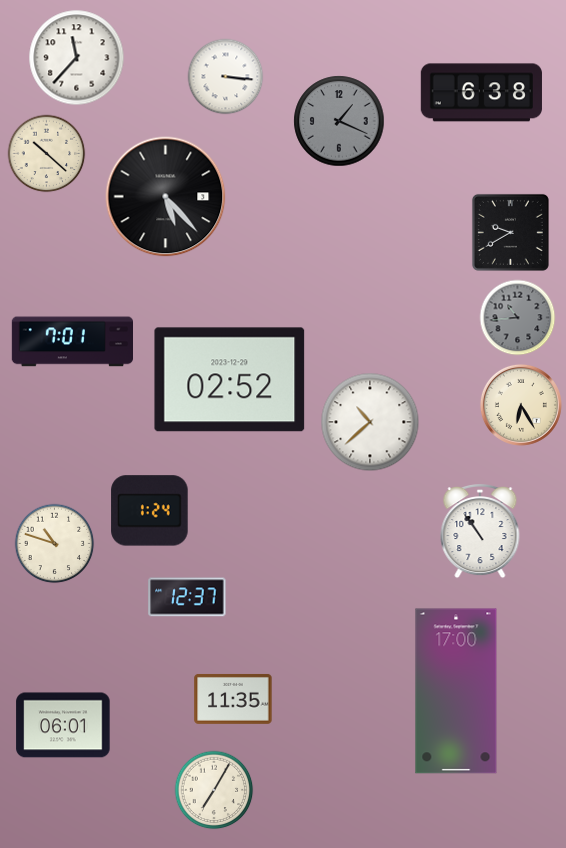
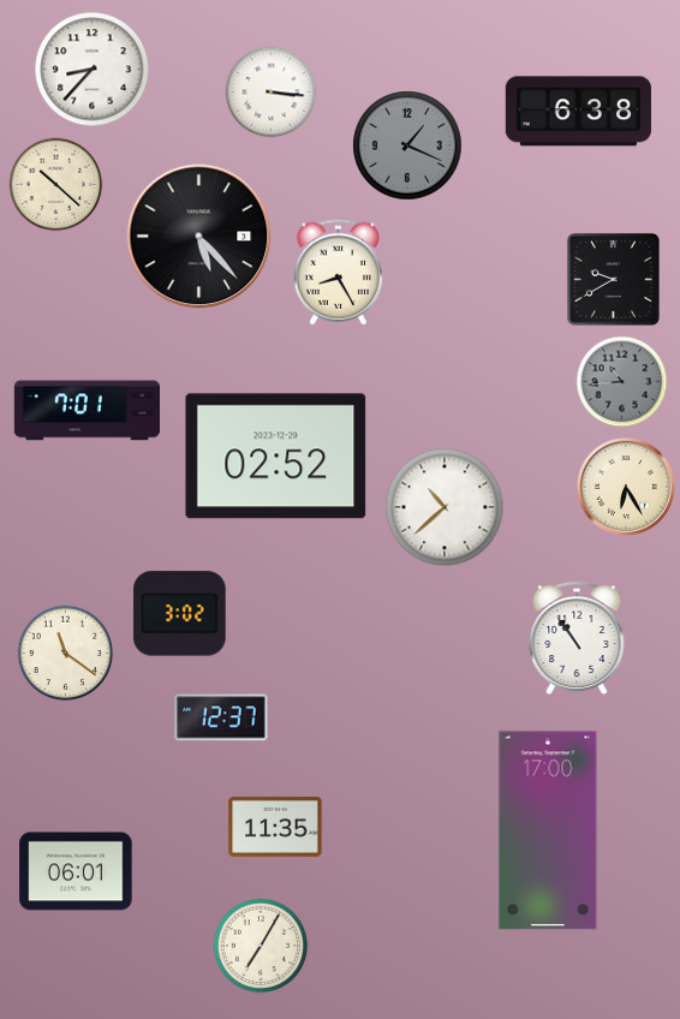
clock at (77, 58): 11:37 -> 8:37
clock at (338, 273): none -> 8:25
clock at (150, 511): 1:24 -> 3:02
clock at (55, 544): 10:48 -> 11:21
clock at (187, 597) position: (187, 597) -> (221, 717)
clock at (233, 699) position: (233, 699) -> (275, 827)
clock at (214, 790) position: (214, 790) -> (261, 946)
